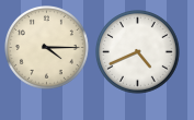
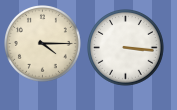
clock at (138, 52): 4:41 -> 3:16
